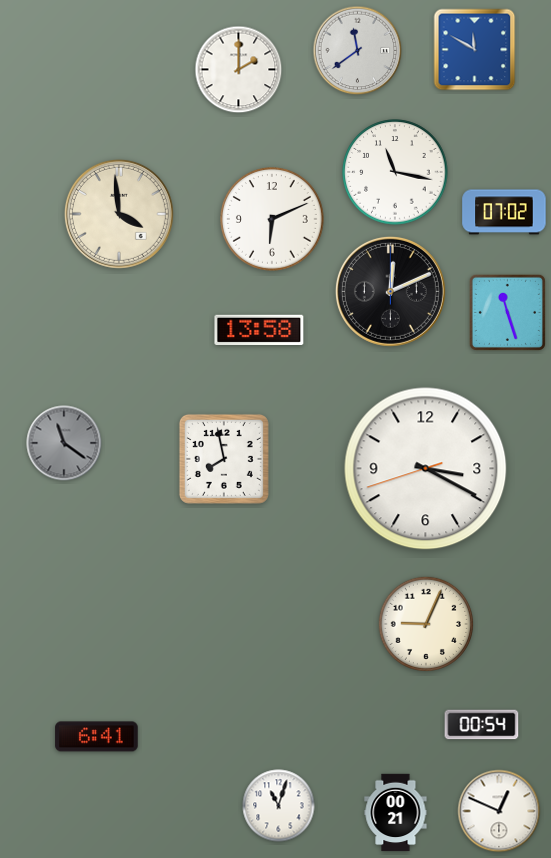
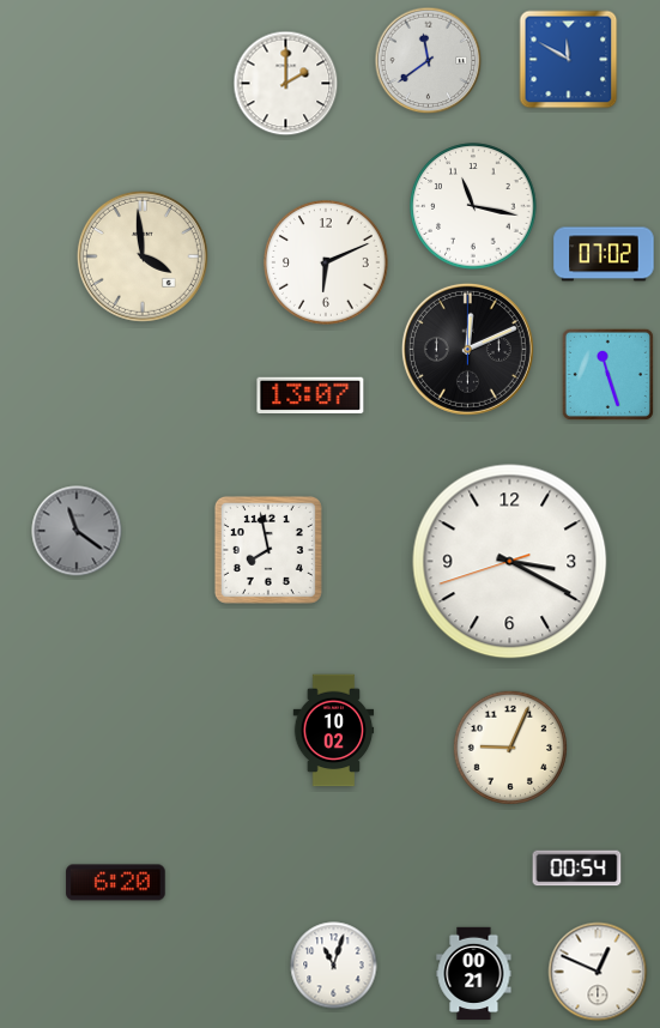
clock at (259, 329): 13:58 -> 13:07
clock at (334, 731): none -> 10:02
clock at (97, 737): 6:41 -> 6:20
